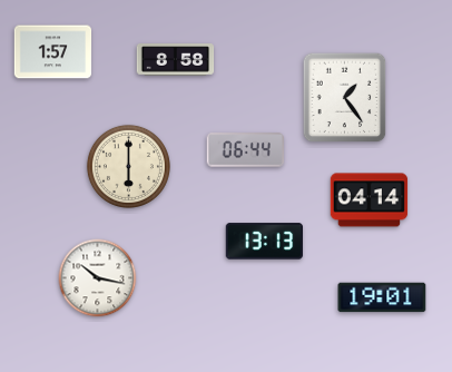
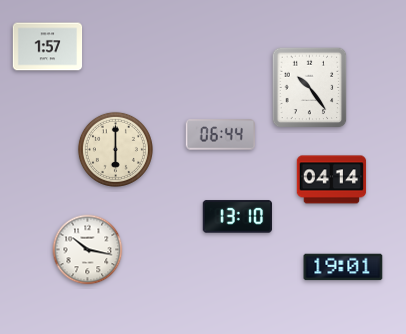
clock at (176, 60): 8:58 -> none
clock at (345, 98): 1:24 -> 10:24
clock at (264, 242): 13:13 -> 13:10
